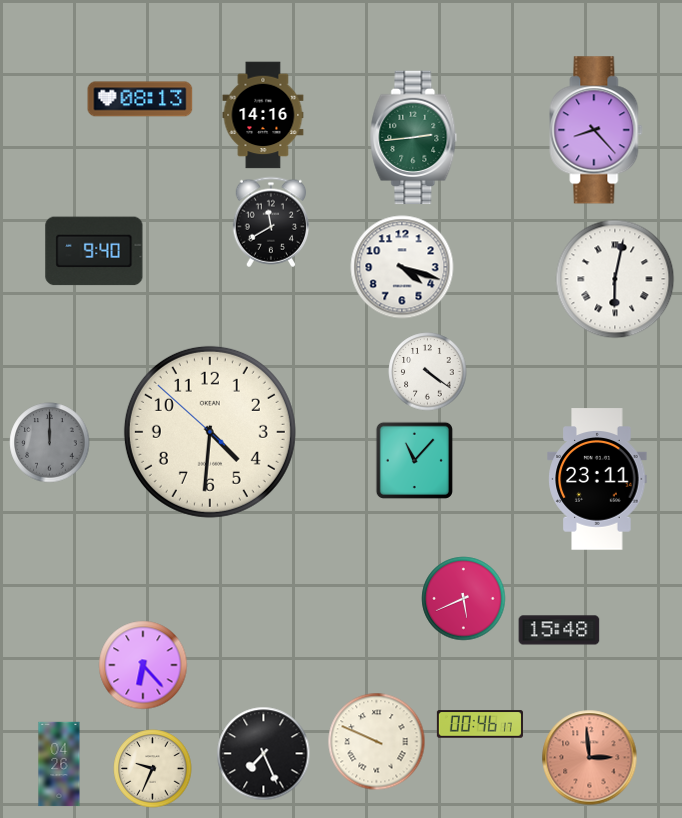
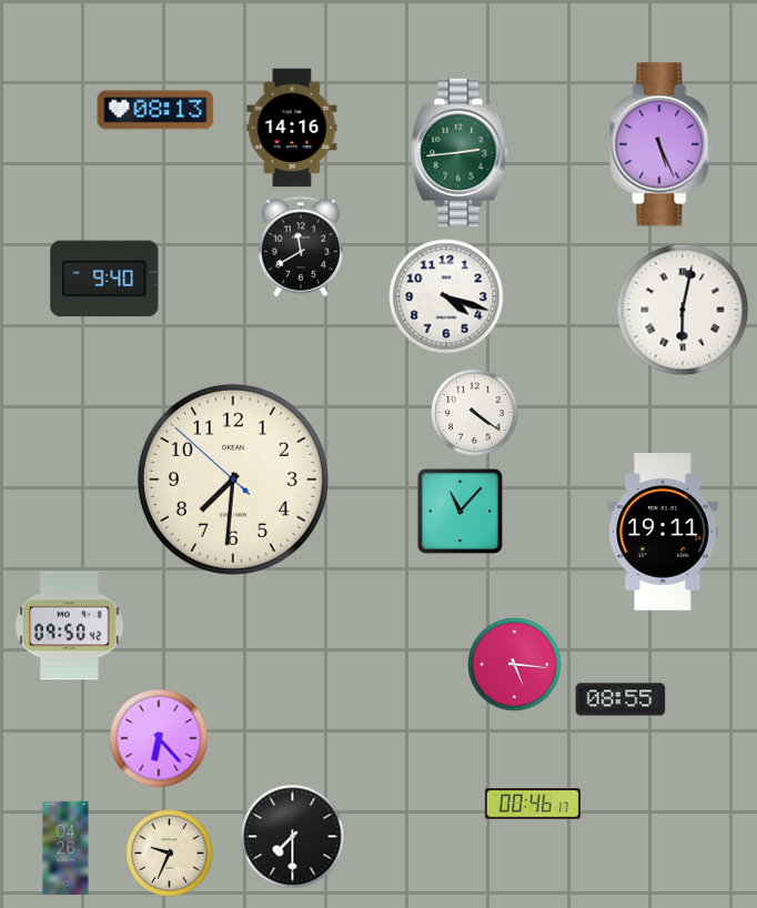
clock at (596, 130): 8:23 -> 5:26
clock at (210, 432): 4:30 -> 7:30
clock at (50, 443): 12:00 -> none
clock at (597, 479): 23:11 -> 19:11
clock at (70, 626): none -> 09:50
clock at (464, 599): 5:41 -> 5:16
clock at (559, 630): 15:48 -> 08:55
clock at (377, 742): 9:49 -> none
clock at (264, 754): 7:26 -> 7:30
clock at (590, 758): 2:59 -> none
